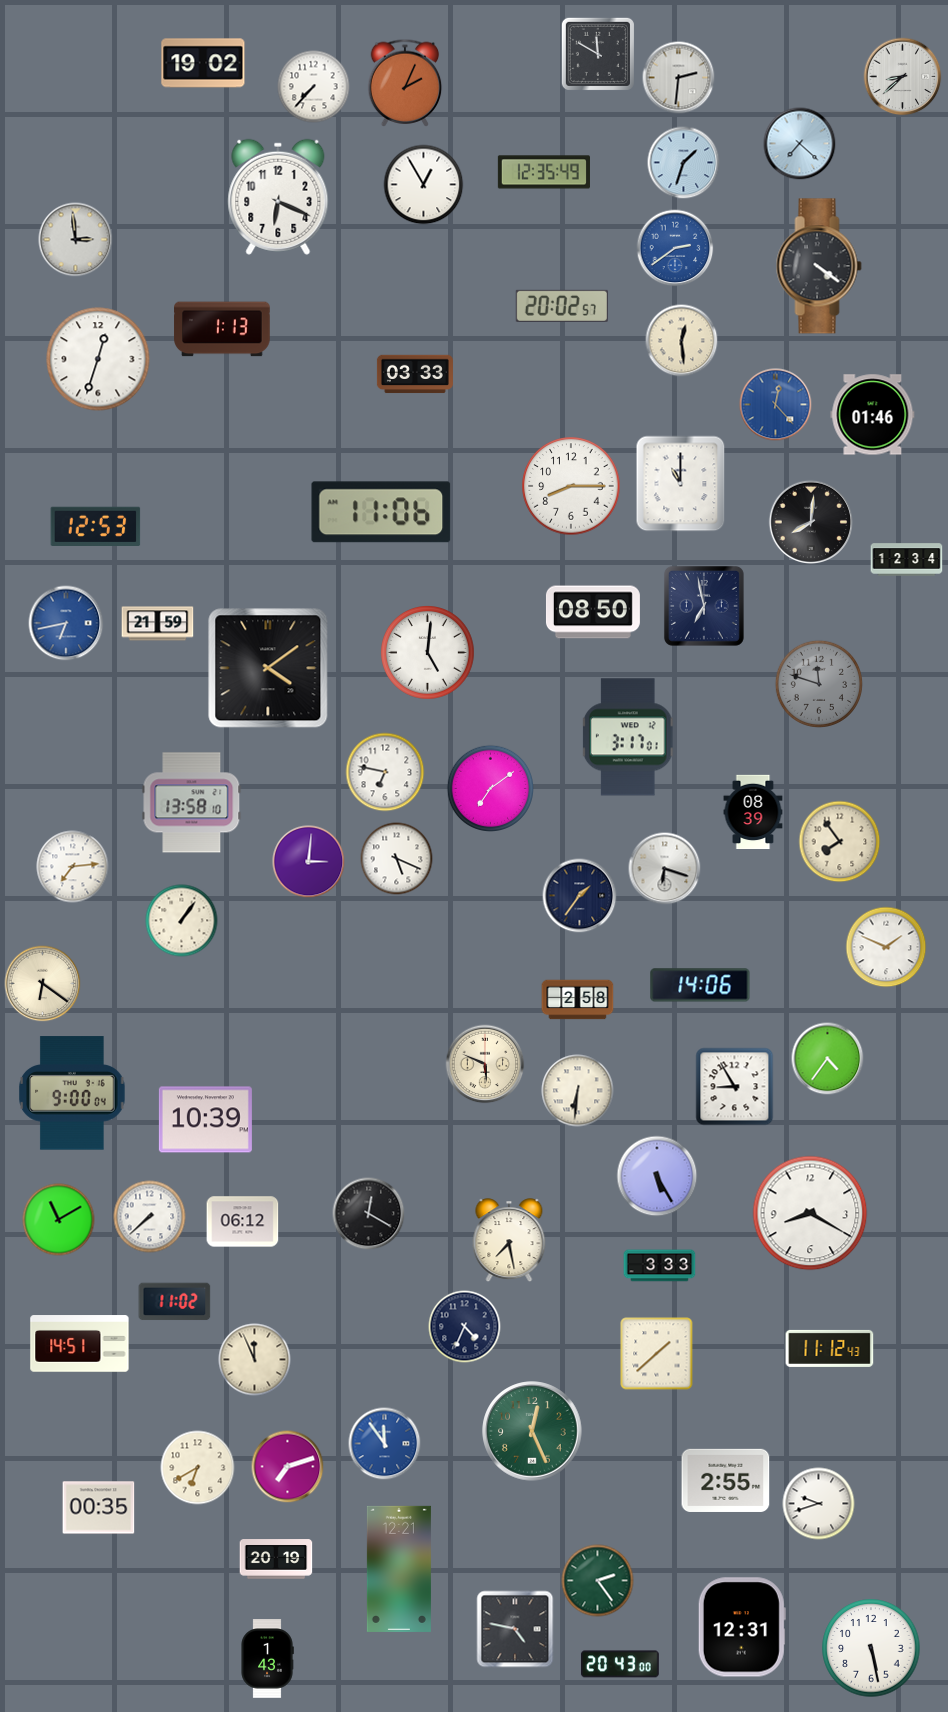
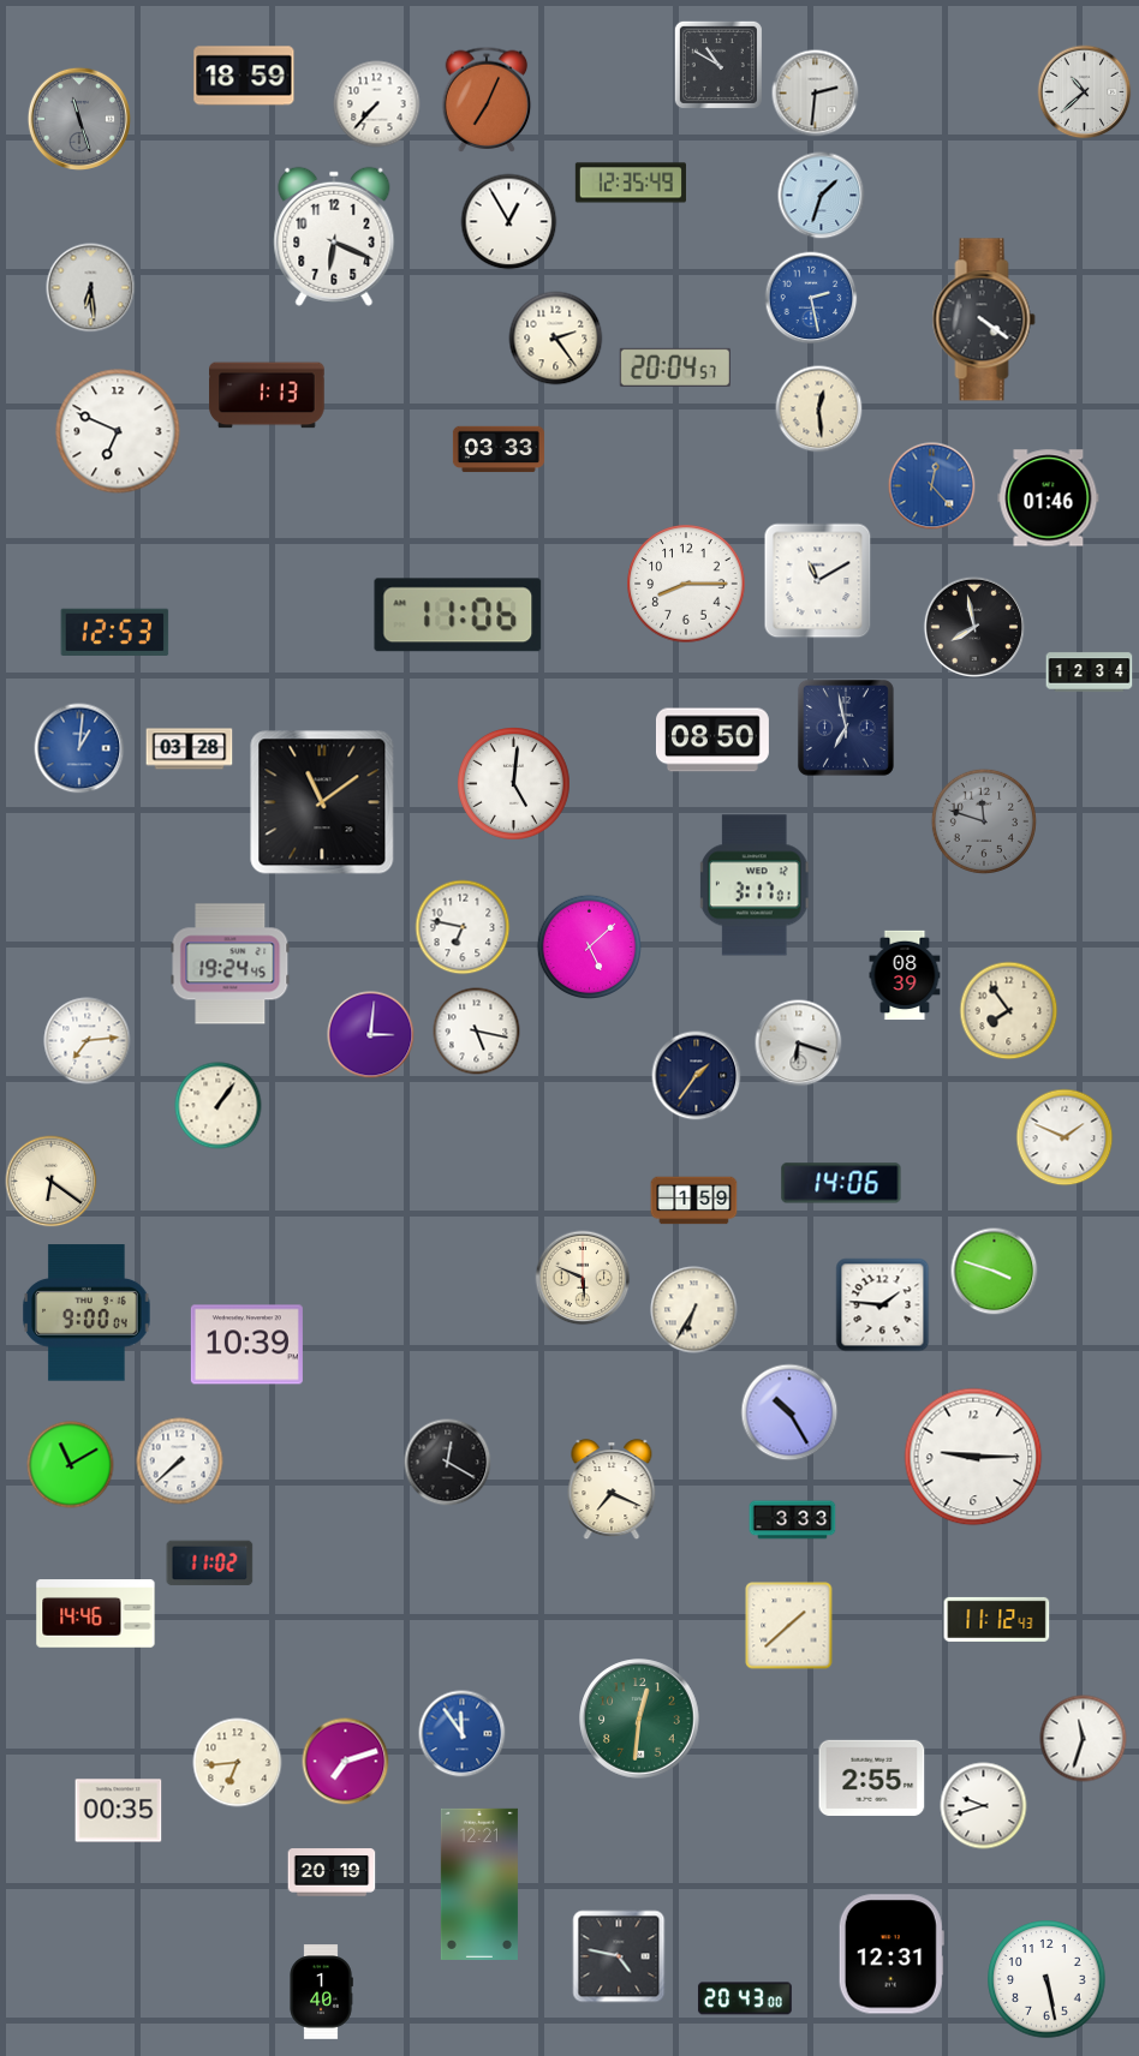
clock at (598, 54): 11:50 -> 10:50
clock at (203, 63): 19:02 -> 18:59
clock at (903, 77): 8:38 -> 10:38
clock at (405, 83): 2:04 -> 7:04
clock at (78, 118): none -> 11:27
clock at (800, 144): 7:22 -> none
clock at (544, 172) position: (544, 172) -> (631, 183)
clock at (76, 240): 2:59 -> 6:29
clock at (675, 248): 2:39 -> 2:28
clock at (556, 339): none -> 2:24
clock at (562, 306): 20:02 -> 20:04
clock at (98, 359): 12:33 -> 6:49
clock at (681, 484): 11:00 -> 11:10
clock at (811, 522): 8:01 -> 7:58
clock at (593, 612) position: (593, 612) -> (712, 740)
clock at (66, 623): 6:43 -> 1:01
clock at (158, 624): 21:59 -> 03:28
clock at (268, 668): 4:09 -> 11:09
clock at (490, 788): 7:09 -> 5:08
clock at (192, 803): 13:58 -> 19:24
clock at (397, 859): 5:19 -> 5:17
clock at (578, 1000): 2:58 -> 1:59
clock at (828, 1059): 4:36 -> 3:48
clock at (735, 1087): 8:55 -> 1:46
clock at (578, 1091): 6:31 -> 6:35
clock at (657, 1176): 5:25 -> 10:25
clock at (810, 1213): 8:20 -> 9:15
clock at (369, 1214) position: (369, 1214) -> (448, 1463)
clock at (243, 1222): 06:12 -> none
clock at (509, 1241): 7:28 -> 7:19
clock at (465, 1327): 4:34 -> none
clock at (80, 1344): 14:51 -> 14:46
clock at (255, 1360): 11:56 -> none
clock at (532, 1431): 12:26 -> 12:31
clock at (1084, 1739): none -> 11:33
clock at (198, 1468): 6:40 -> 6:44
clock at (598, 1581): 2:24 -> none
clock at (267, 1659): 1:43 -> 1:40
